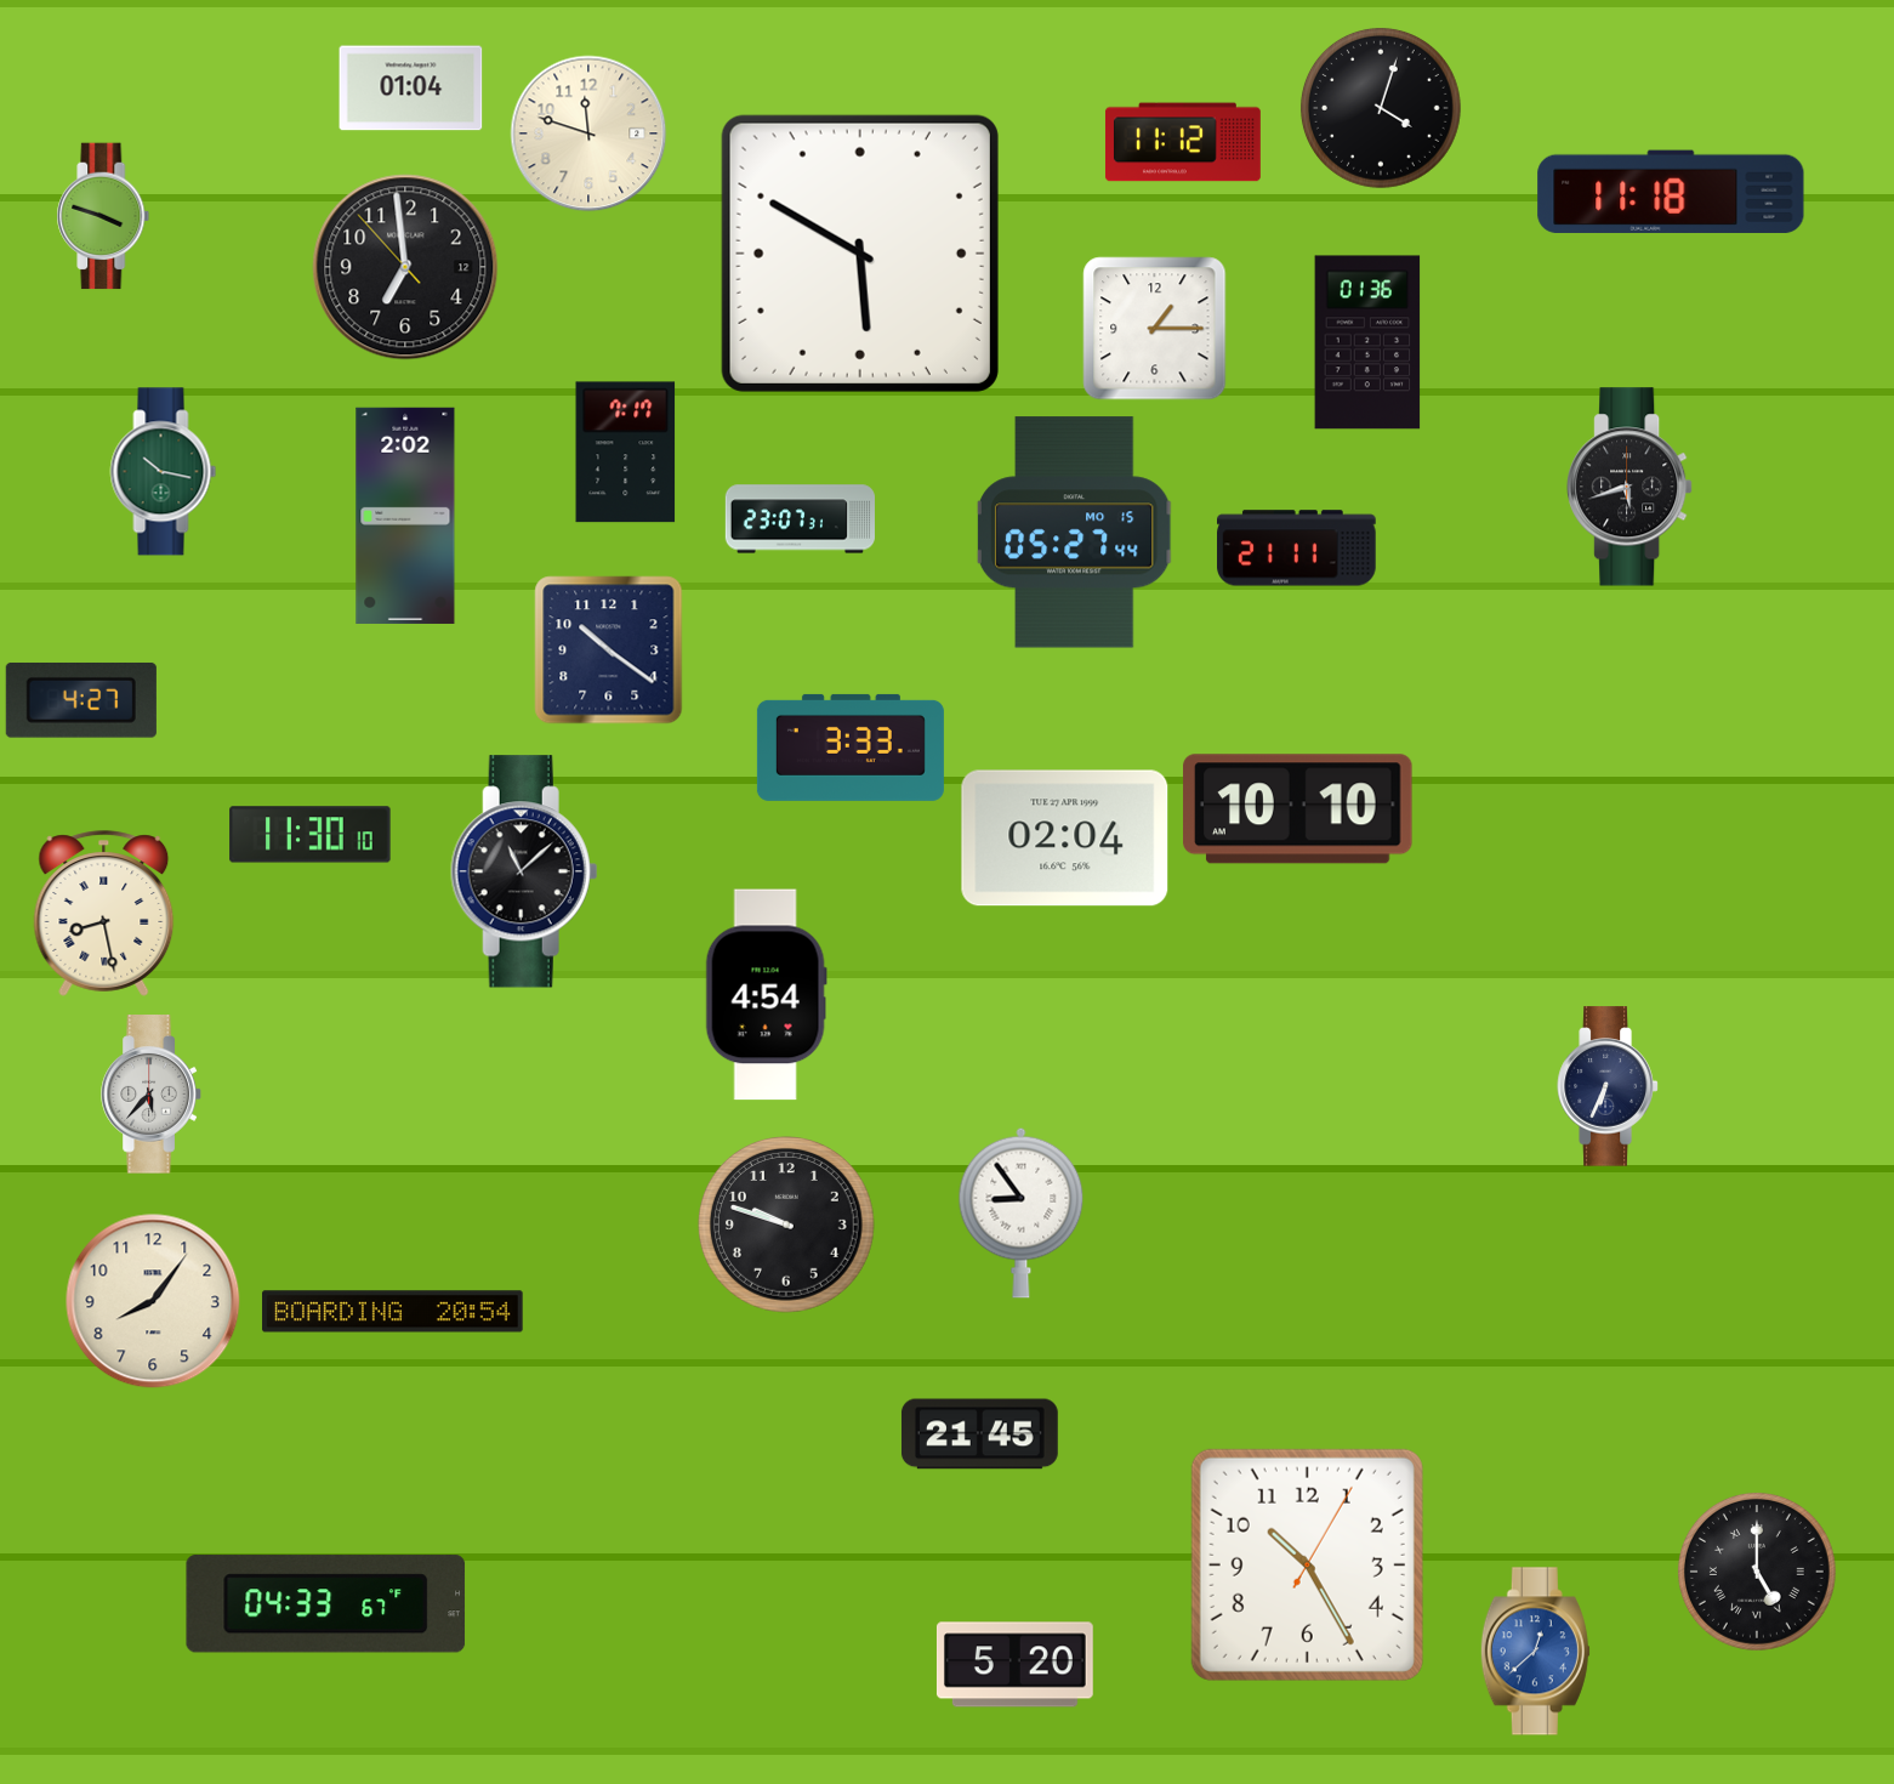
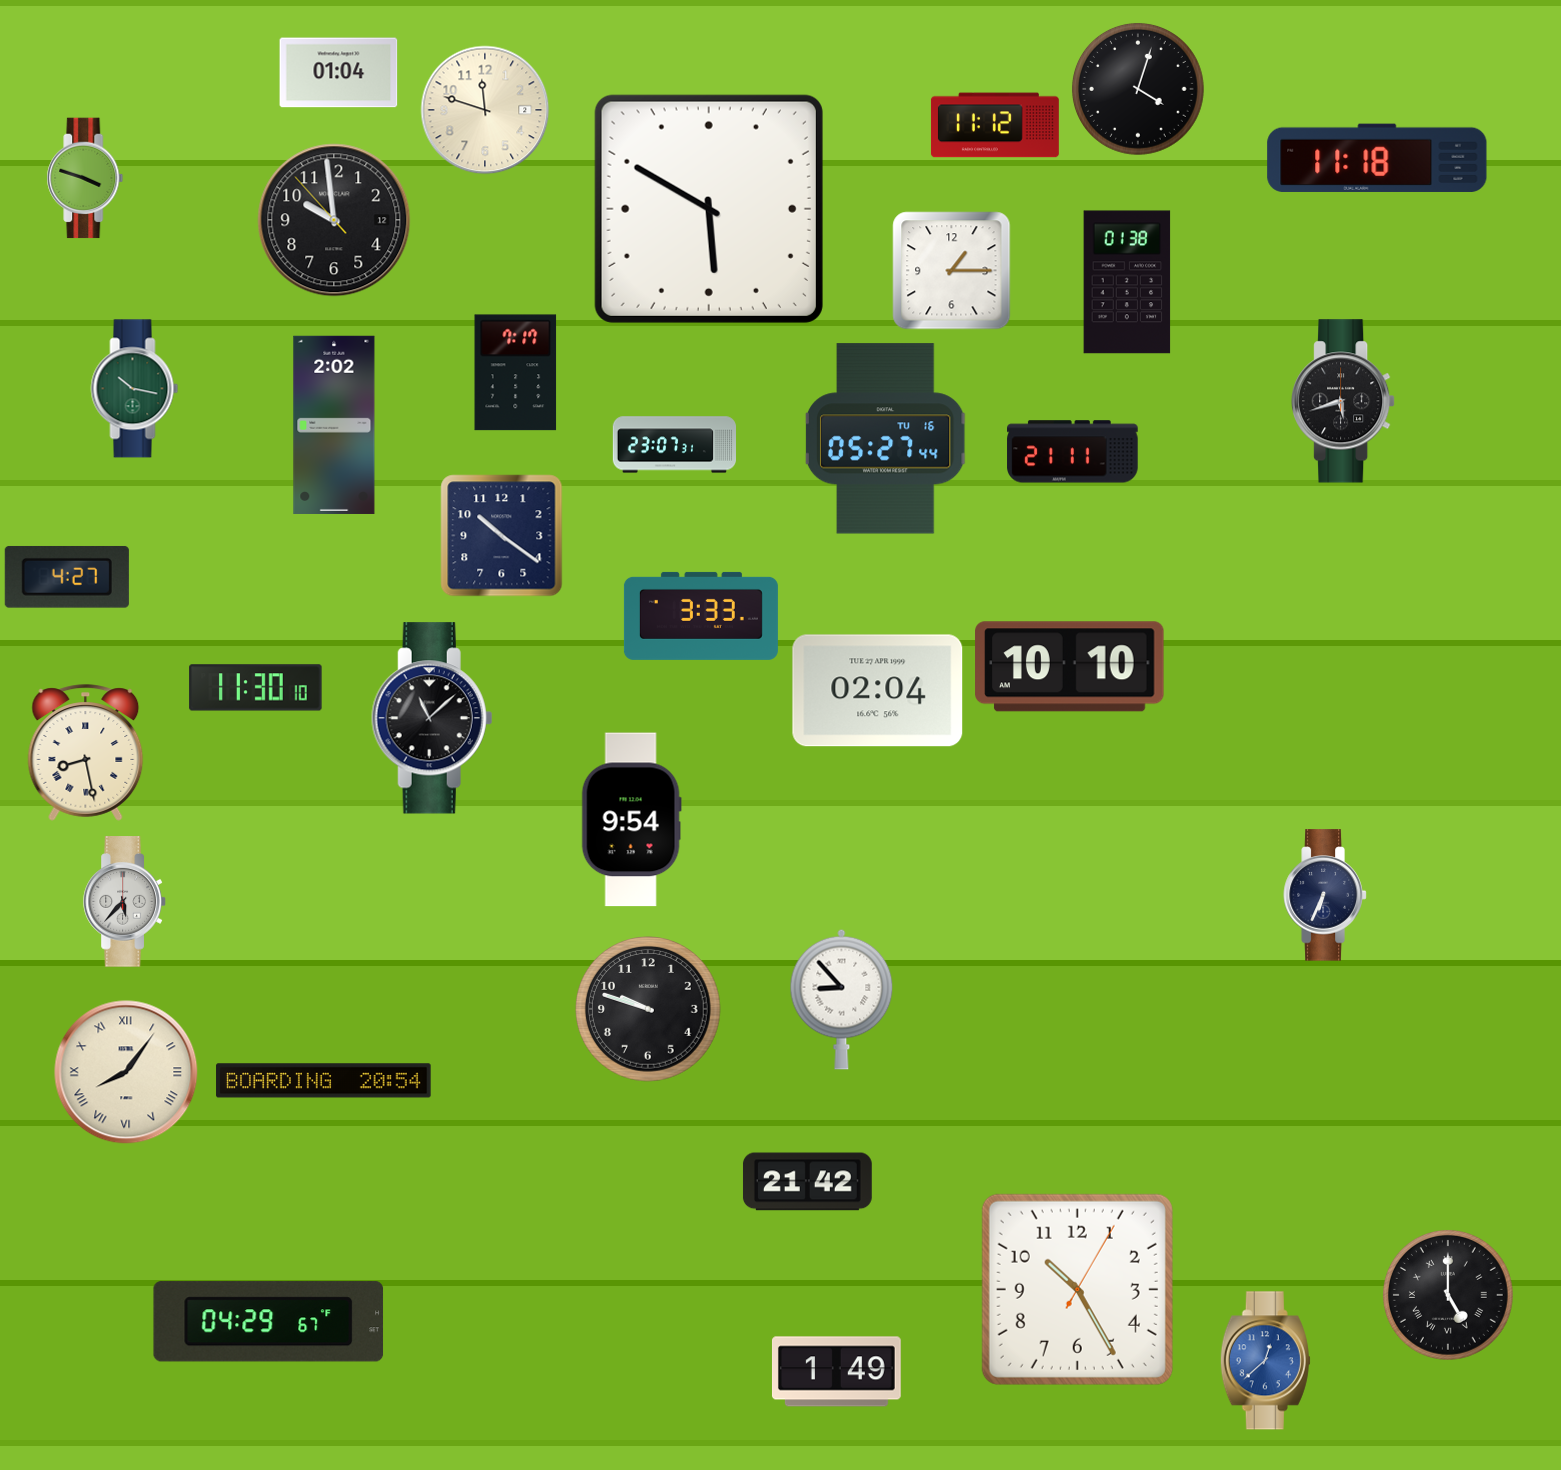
clock at (1183, 142) position: (1183, 142) -> (995, 125)
clock at (405, 267): 6:58 -> 9:58
clock at (1367, 342): 01:36 -> 01:38
clock at (800, 519) position: (800, 519) -> (674, 445)
clock at (1074, 533) date: MO 15 -> TU 16
clock at (1297, 549) position: (1297, 549) -> (1073, 452)
clock at (766, 995): 4:54 -> 9:54
clock at (1022, 1212): 8:54 -> 8:53
clock at (153, 1301) numerals: Arabic -> Roman
clock at (979, 1434): 21:45 -> 21:42
clock at (326, 1604): 04:33 -> 04:29
clock at (1014, 1665): 5:20 -> 1:49
